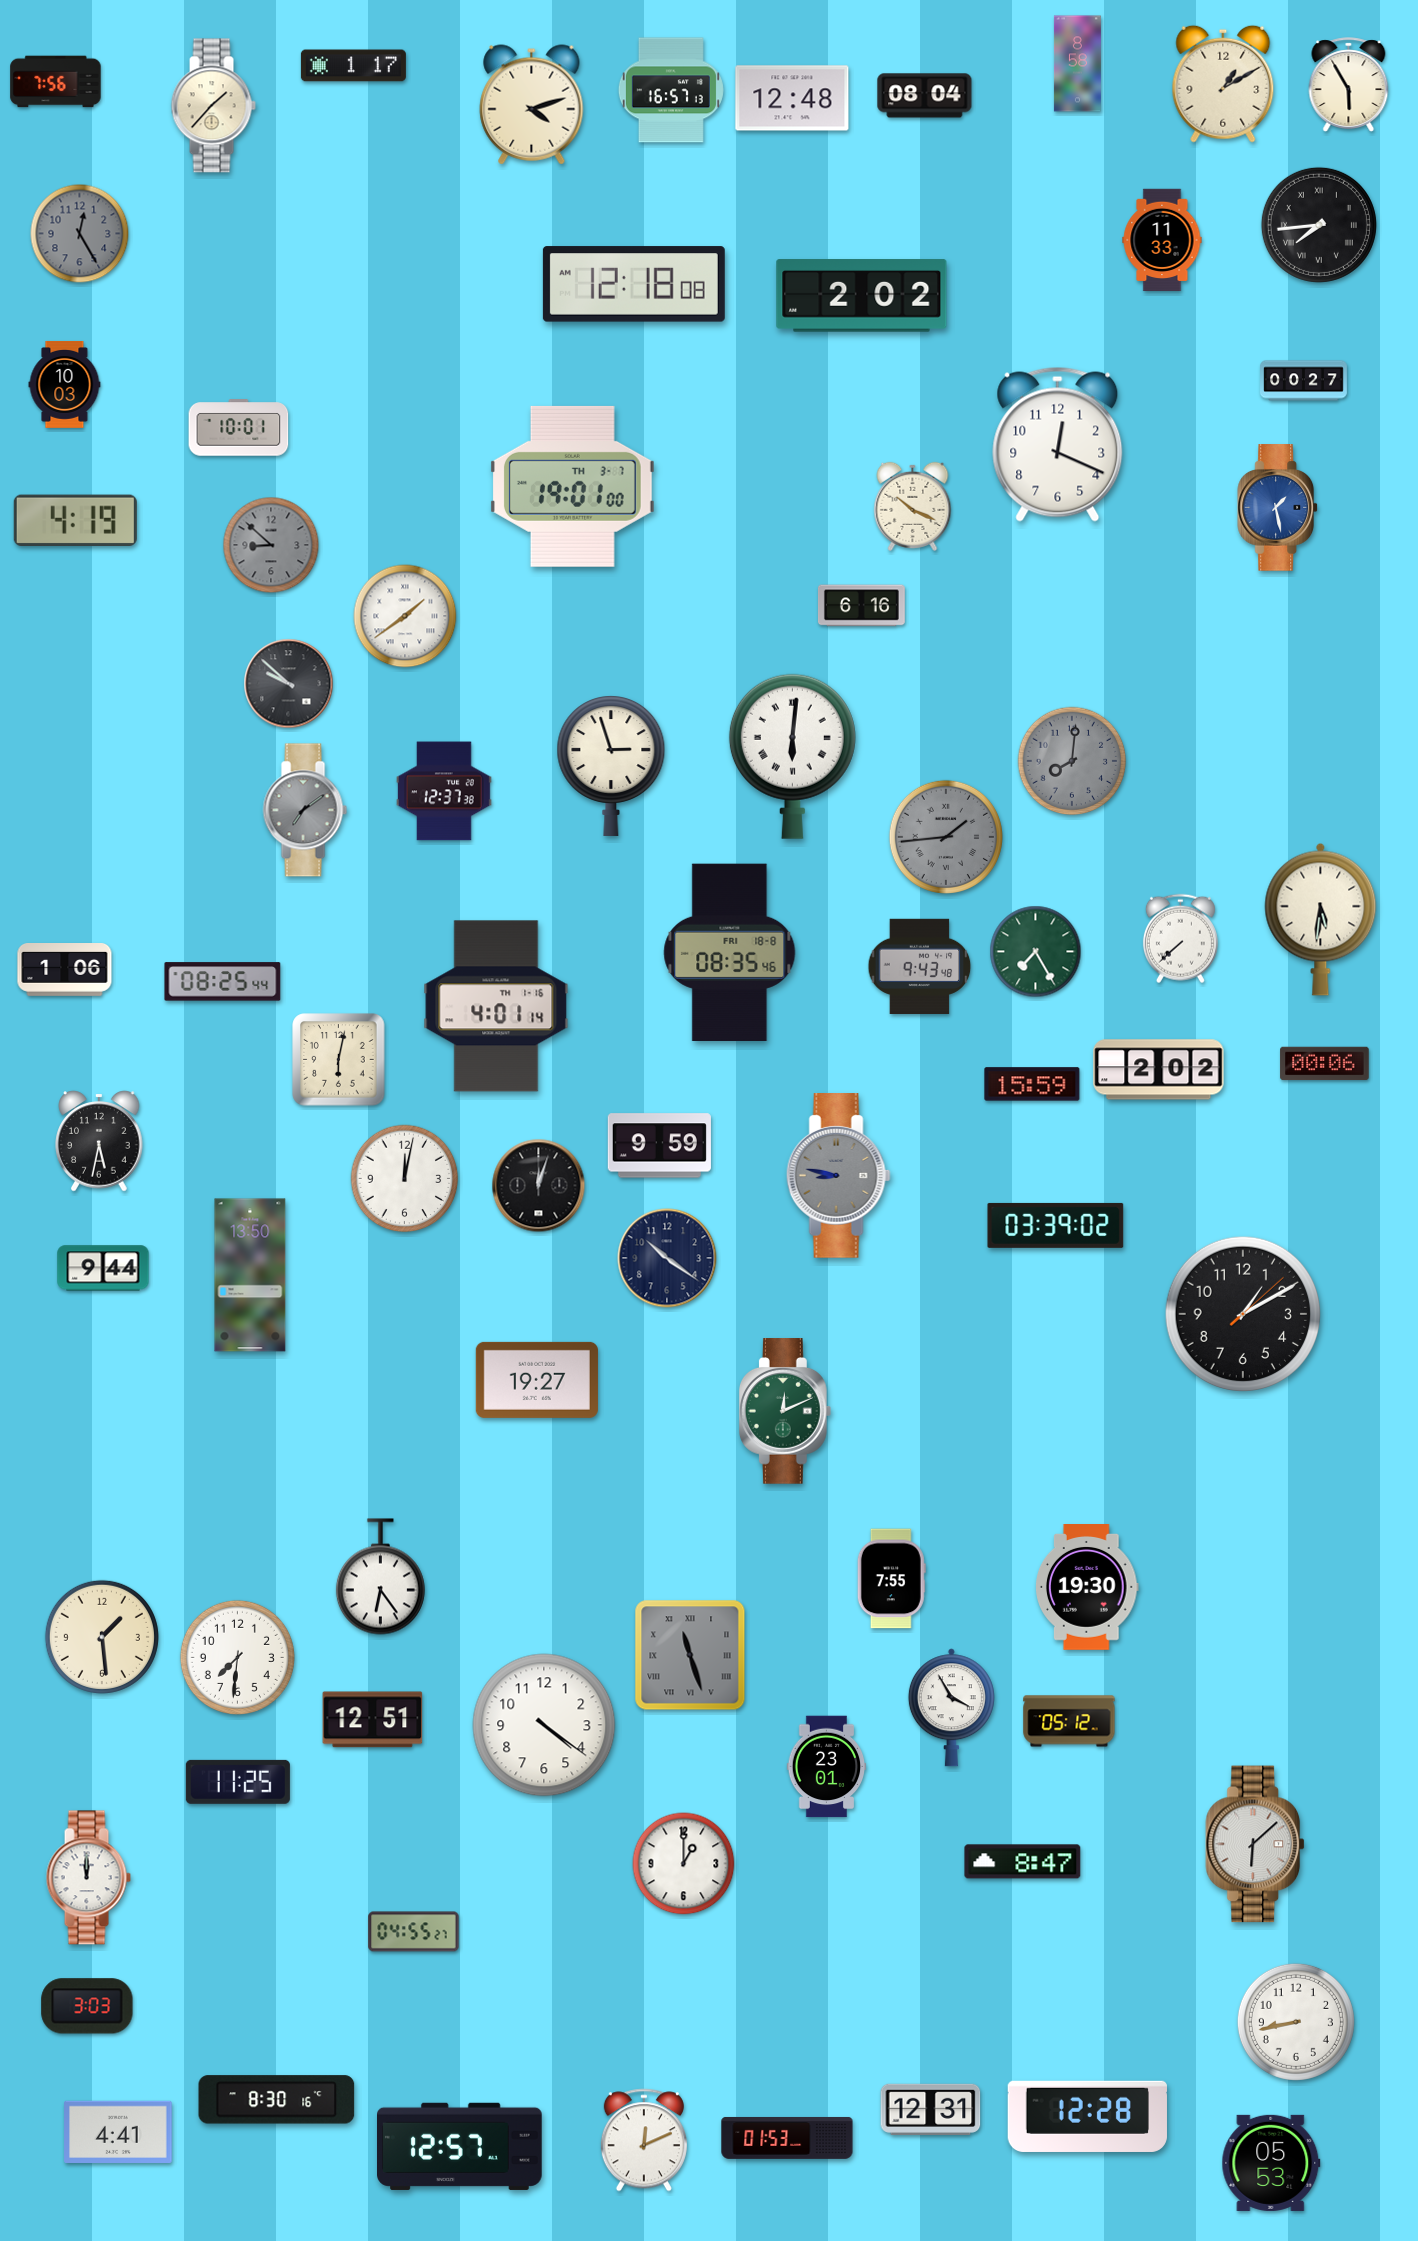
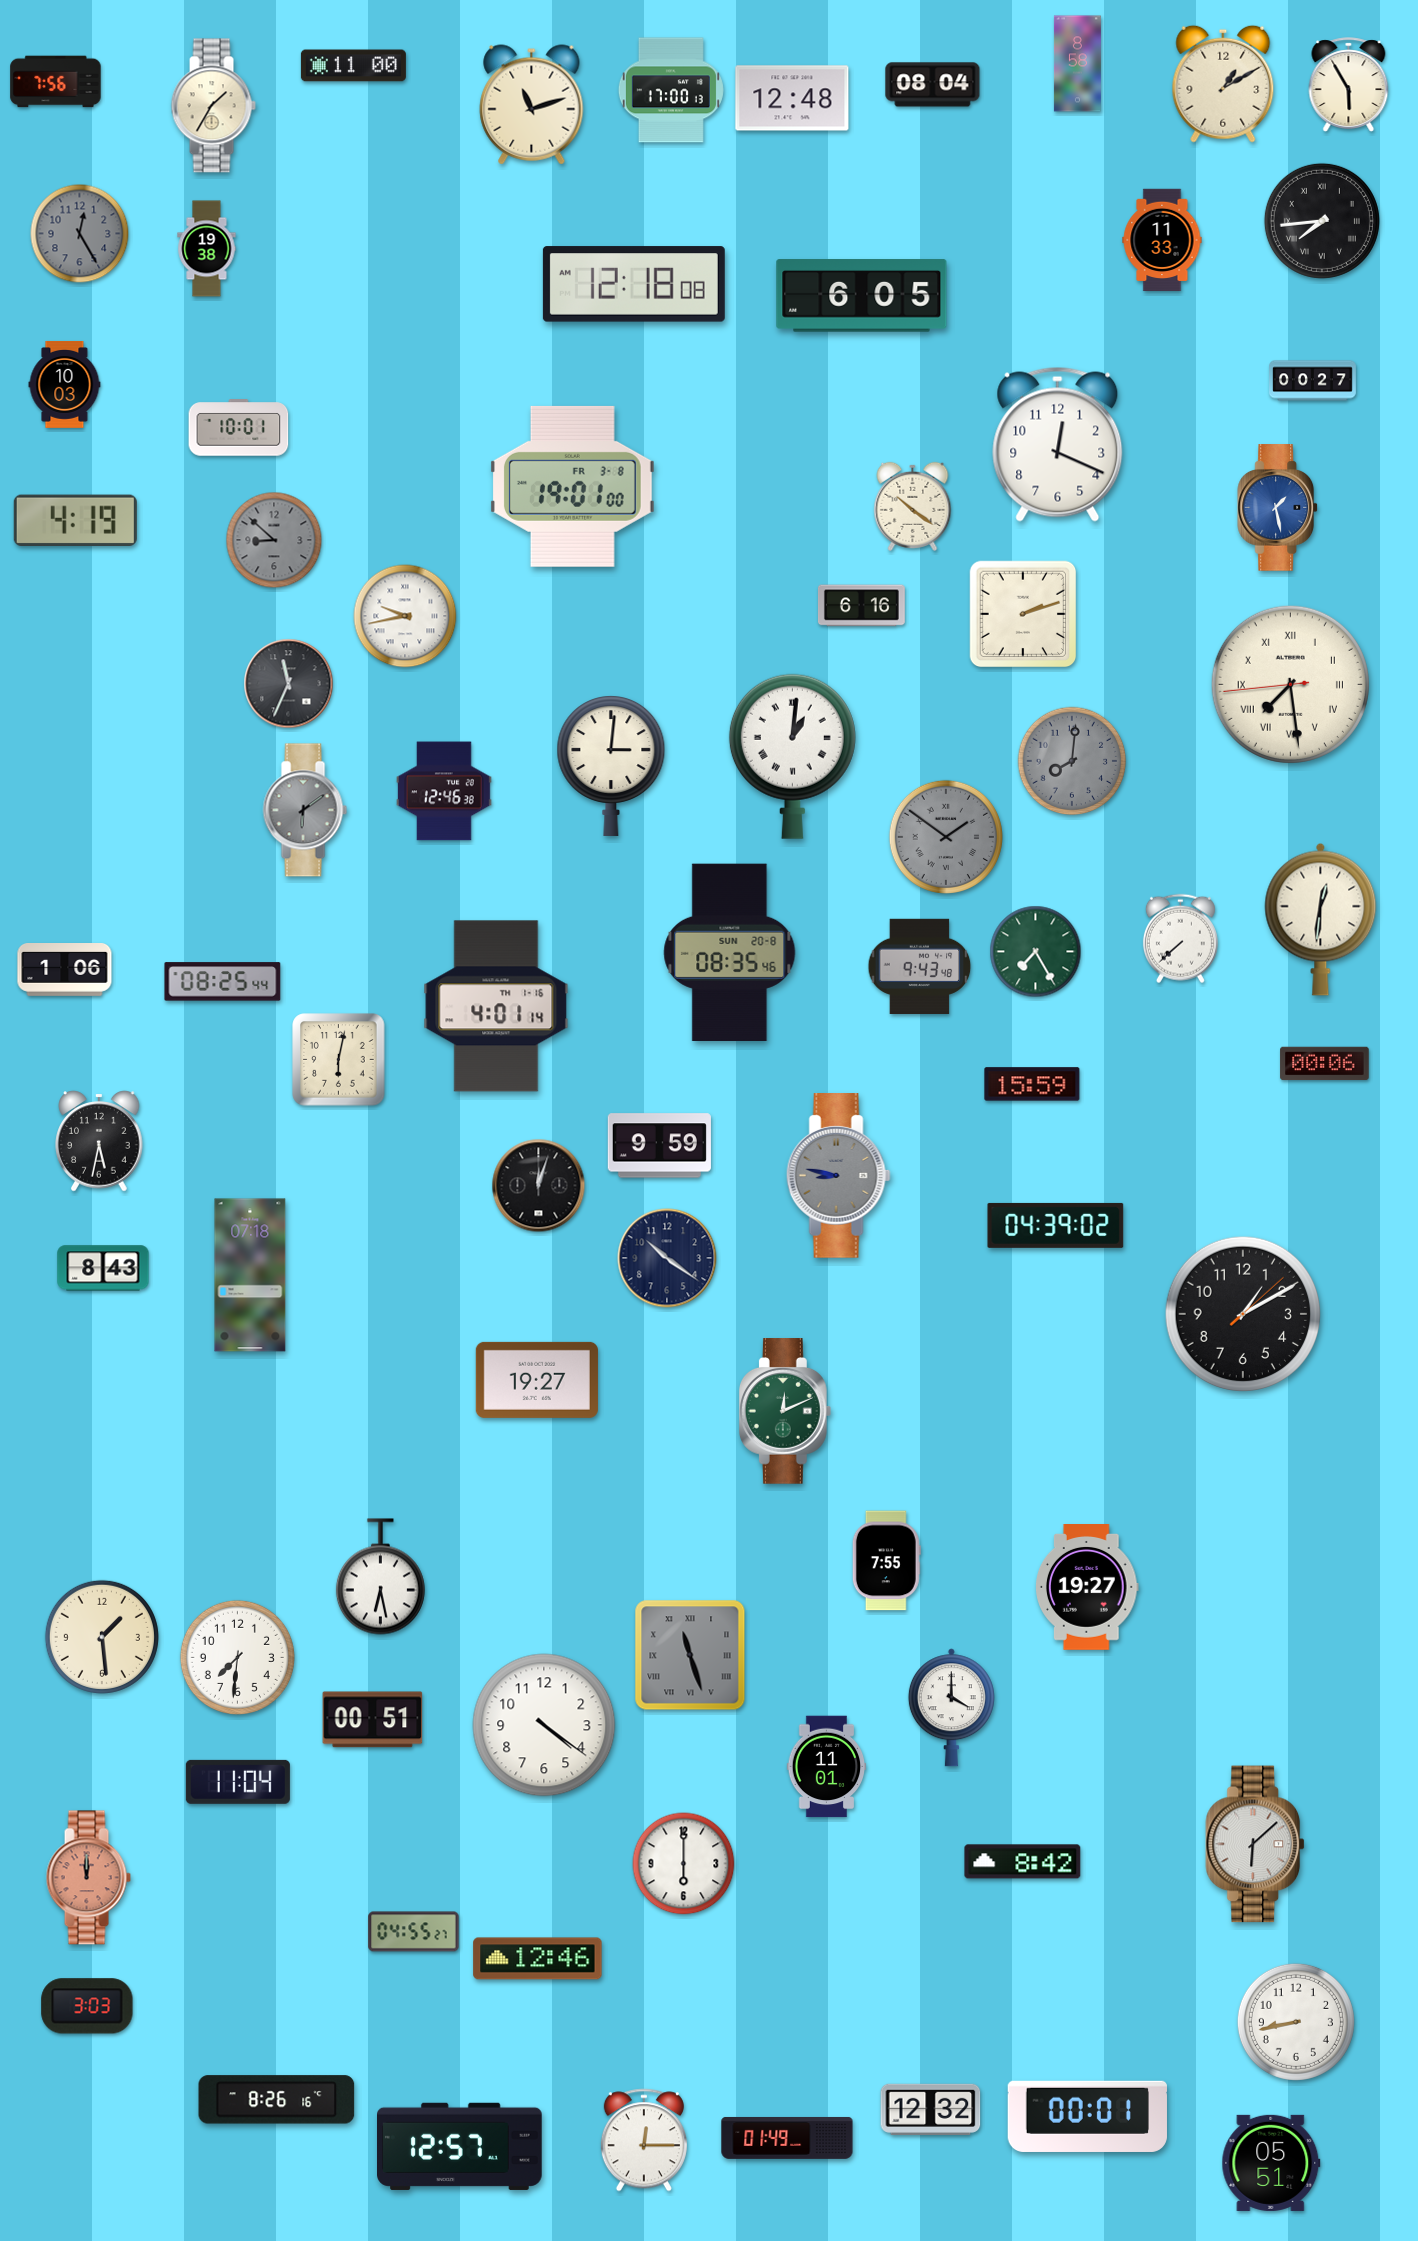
clock at (353, 66): 1:17 -> 11:00
clock at (671, 90): 16:57 -> 17:00
clock at (925, 96) position: (925, 96) -> (933, 85)
clock at (532, 105): 4:12 -> 11:12
clock at (213, 106): 1:37 -> 1:35
clock at (1319, 225) position: (1319, 225) -> (1322, 221)
clock at (207, 249): none -> 19:38
clock at (862, 296): 2:02 -> 6:05
clock at (1304, 381) position: (1304, 381) -> (1313, 381)
clock at (572, 486) date: TH 3-7 -> FR 3-8
clock at (913, 506): 10:19 -> 10:21
clock at (271, 545) position: (271, 545) -> (274, 540)
clock at (1023, 614): none -> 2:12
clock at (405, 616): 1:39 -> 9:43
clock at (289, 684): 9:52 -> 11:34
clock at (1290, 684): none -> 7:28
clock at (792, 756): 6:01 -> 1:01
clock at (611, 766): 2:57 -> 3:01
clock at (445, 791): 12:37 -> 12:46
clock at (305, 810): 7:09 -> 6:09
clock at (946, 837): 1:44 -> 1:51
clock at (1321, 919): 5:31 -> 12:31
clock at (730, 952) date: FRI 18-8 -> SUN 20-8
clock at (1159, 1070): 2:02 -> none
clock at (405, 1179): 12:02 -> none
clock at (1056, 1225): 03:39 -> 04:39
clock at (103, 1268): 9:44 -> 8:43
clock at (250, 1275): 13:50 -> 07:18
clock at (380, 1577): 6:24 -> 6:28
clock at (891, 1579) position: (891, 1579) -> (886, 1561)
clock at (1088, 1588): 19:30 -> 19:27
clock at (951, 1708): 3:55 -> 4:00
clock at (373, 1720): 12:51 -> 00:51
clock at (1069, 1721): 05:12 -> none
clock at (827, 1767): 23:01 -> 11:01
clock at (238, 1782): 11:25 -> 11:04
clock at (1023, 1862): 8:47 -> 8:42
clock at (684, 1864): 1:00 -> 6:00
clock at (88, 1878) dial: white -> salmon
clock at (538, 1959): none -> 12:46
clock at (277, 2100): 8:30 -> 8:26
clock at (931, 2109): 12:31 -> 12:32
clock at (1087, 2116): 12:28 -> 00:01
clock at (118, 2131): 4:41 -> none
clock at (787, 2138): 01:53 -> 01:49
clock at (644, 2140): 12:11 -> 12:15
clock at (1271, 2163): 05:53 -> 05:51
